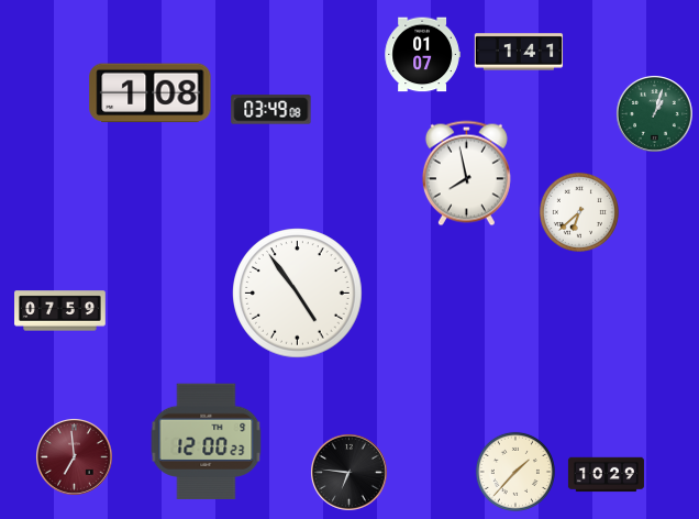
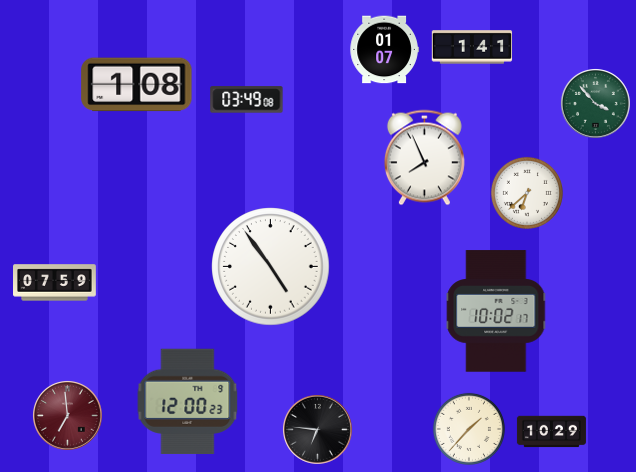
clock at (655, 114): 1:03 -> 3:53
clock at (466, 174): 7:58 -> 7:56
clock at (497, 311): none -> 10:02
